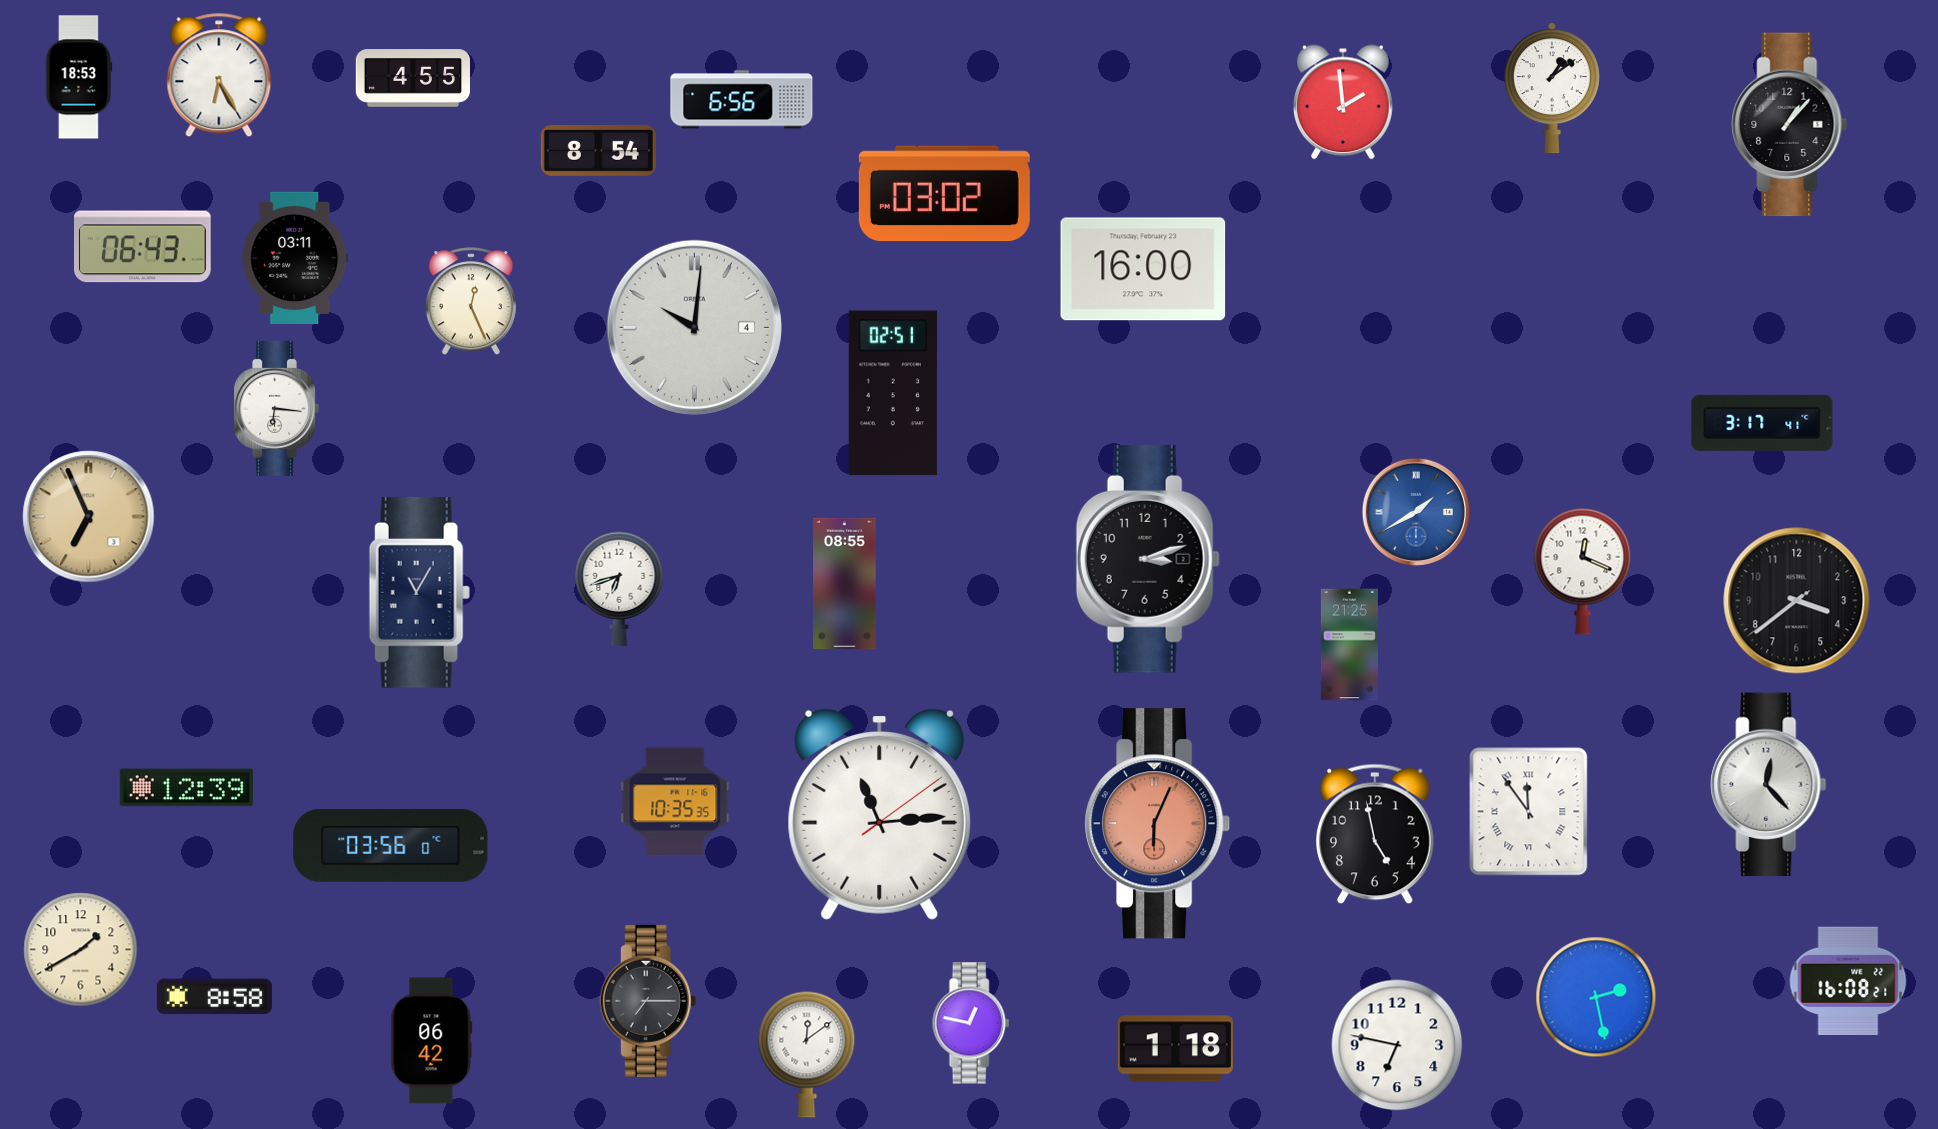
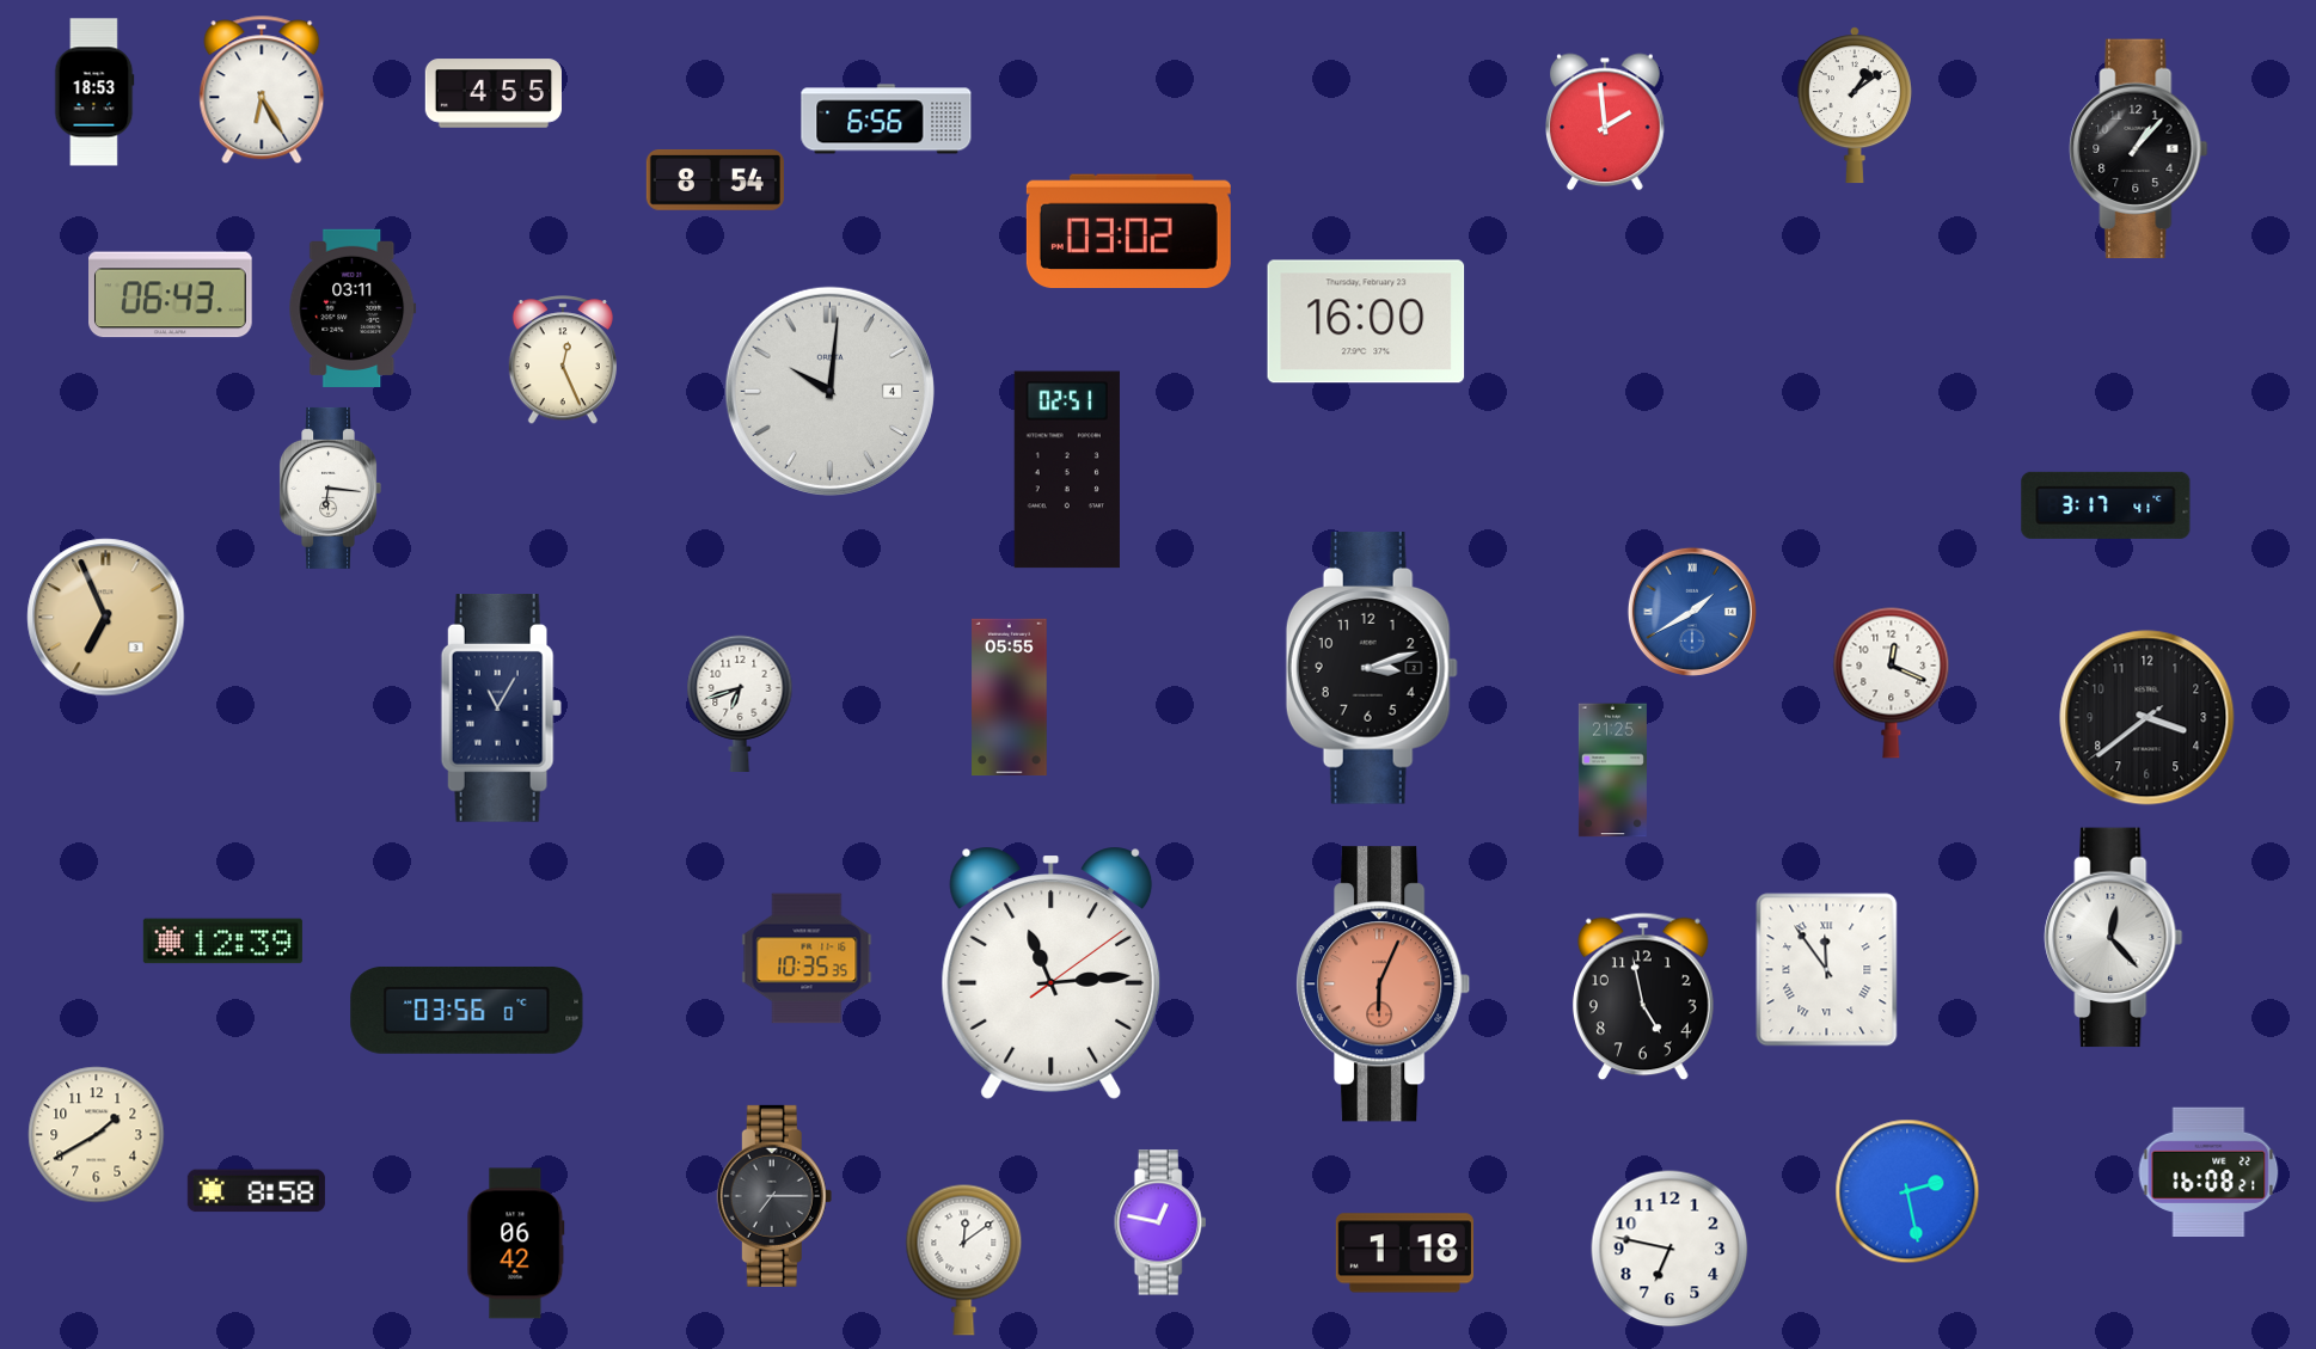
clock at (845, 584): 08:55 -> 05:55
